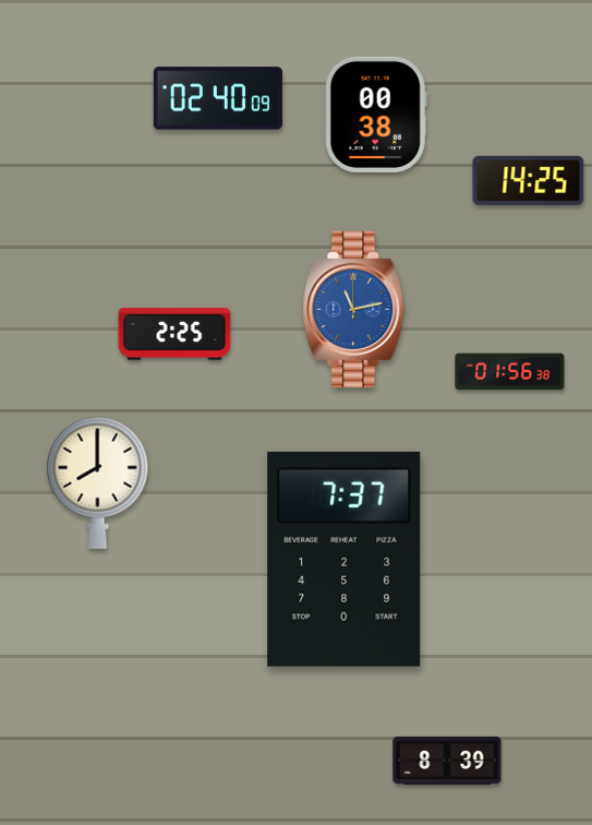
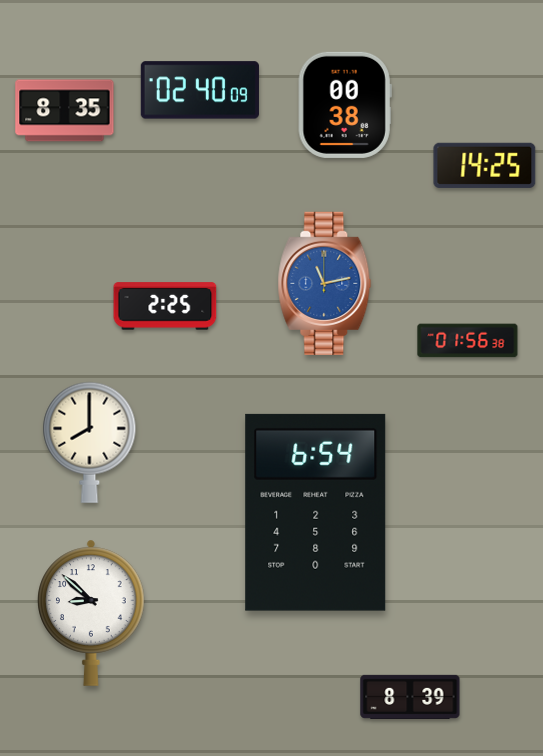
clock at (65, 111): none -> 8:35
clock at (174, 334) position: (174, 334) -> (165, 306)
clock at (345, 559): 7:37 -> 6:54
clock at (91, 613): none -> 8:52
